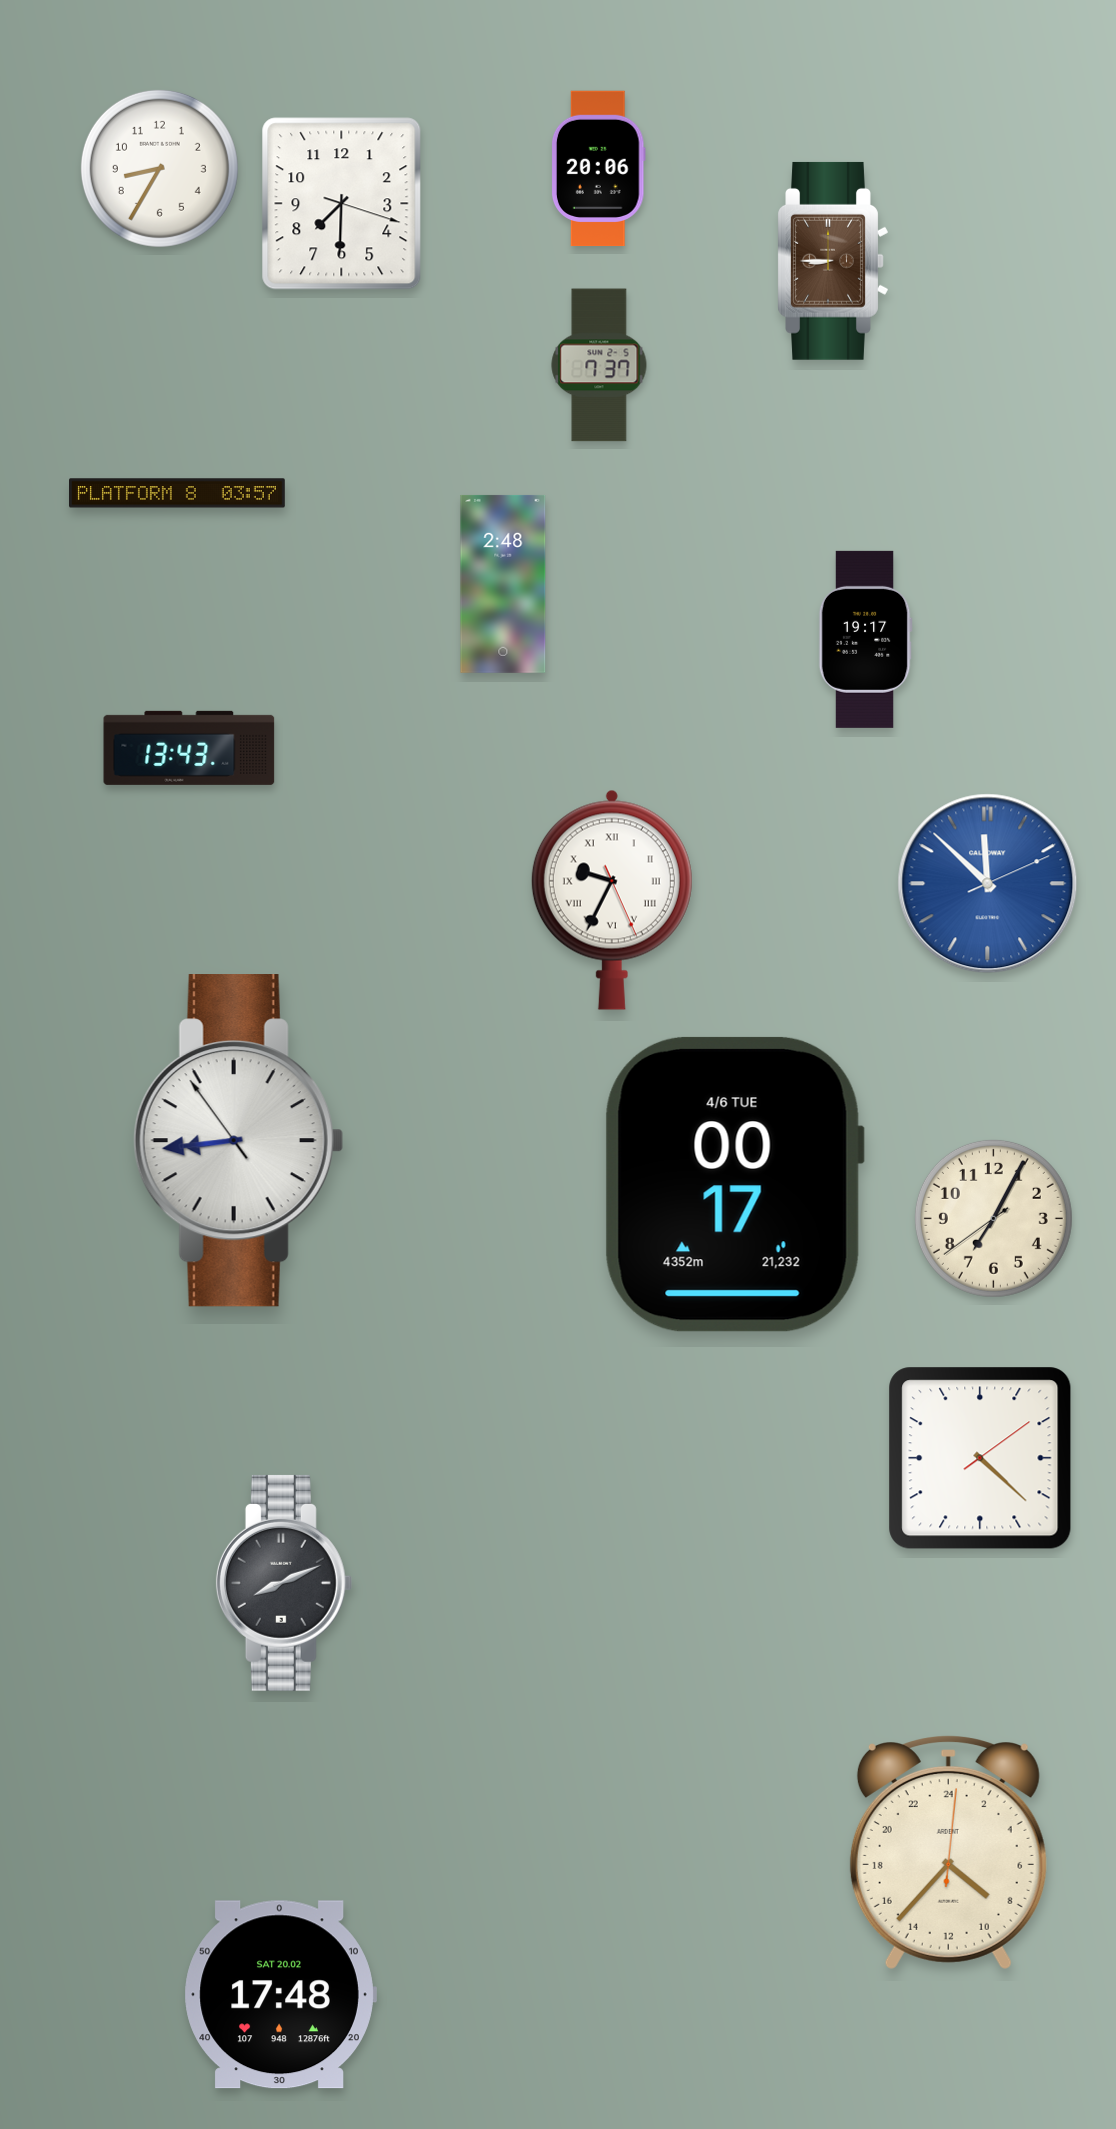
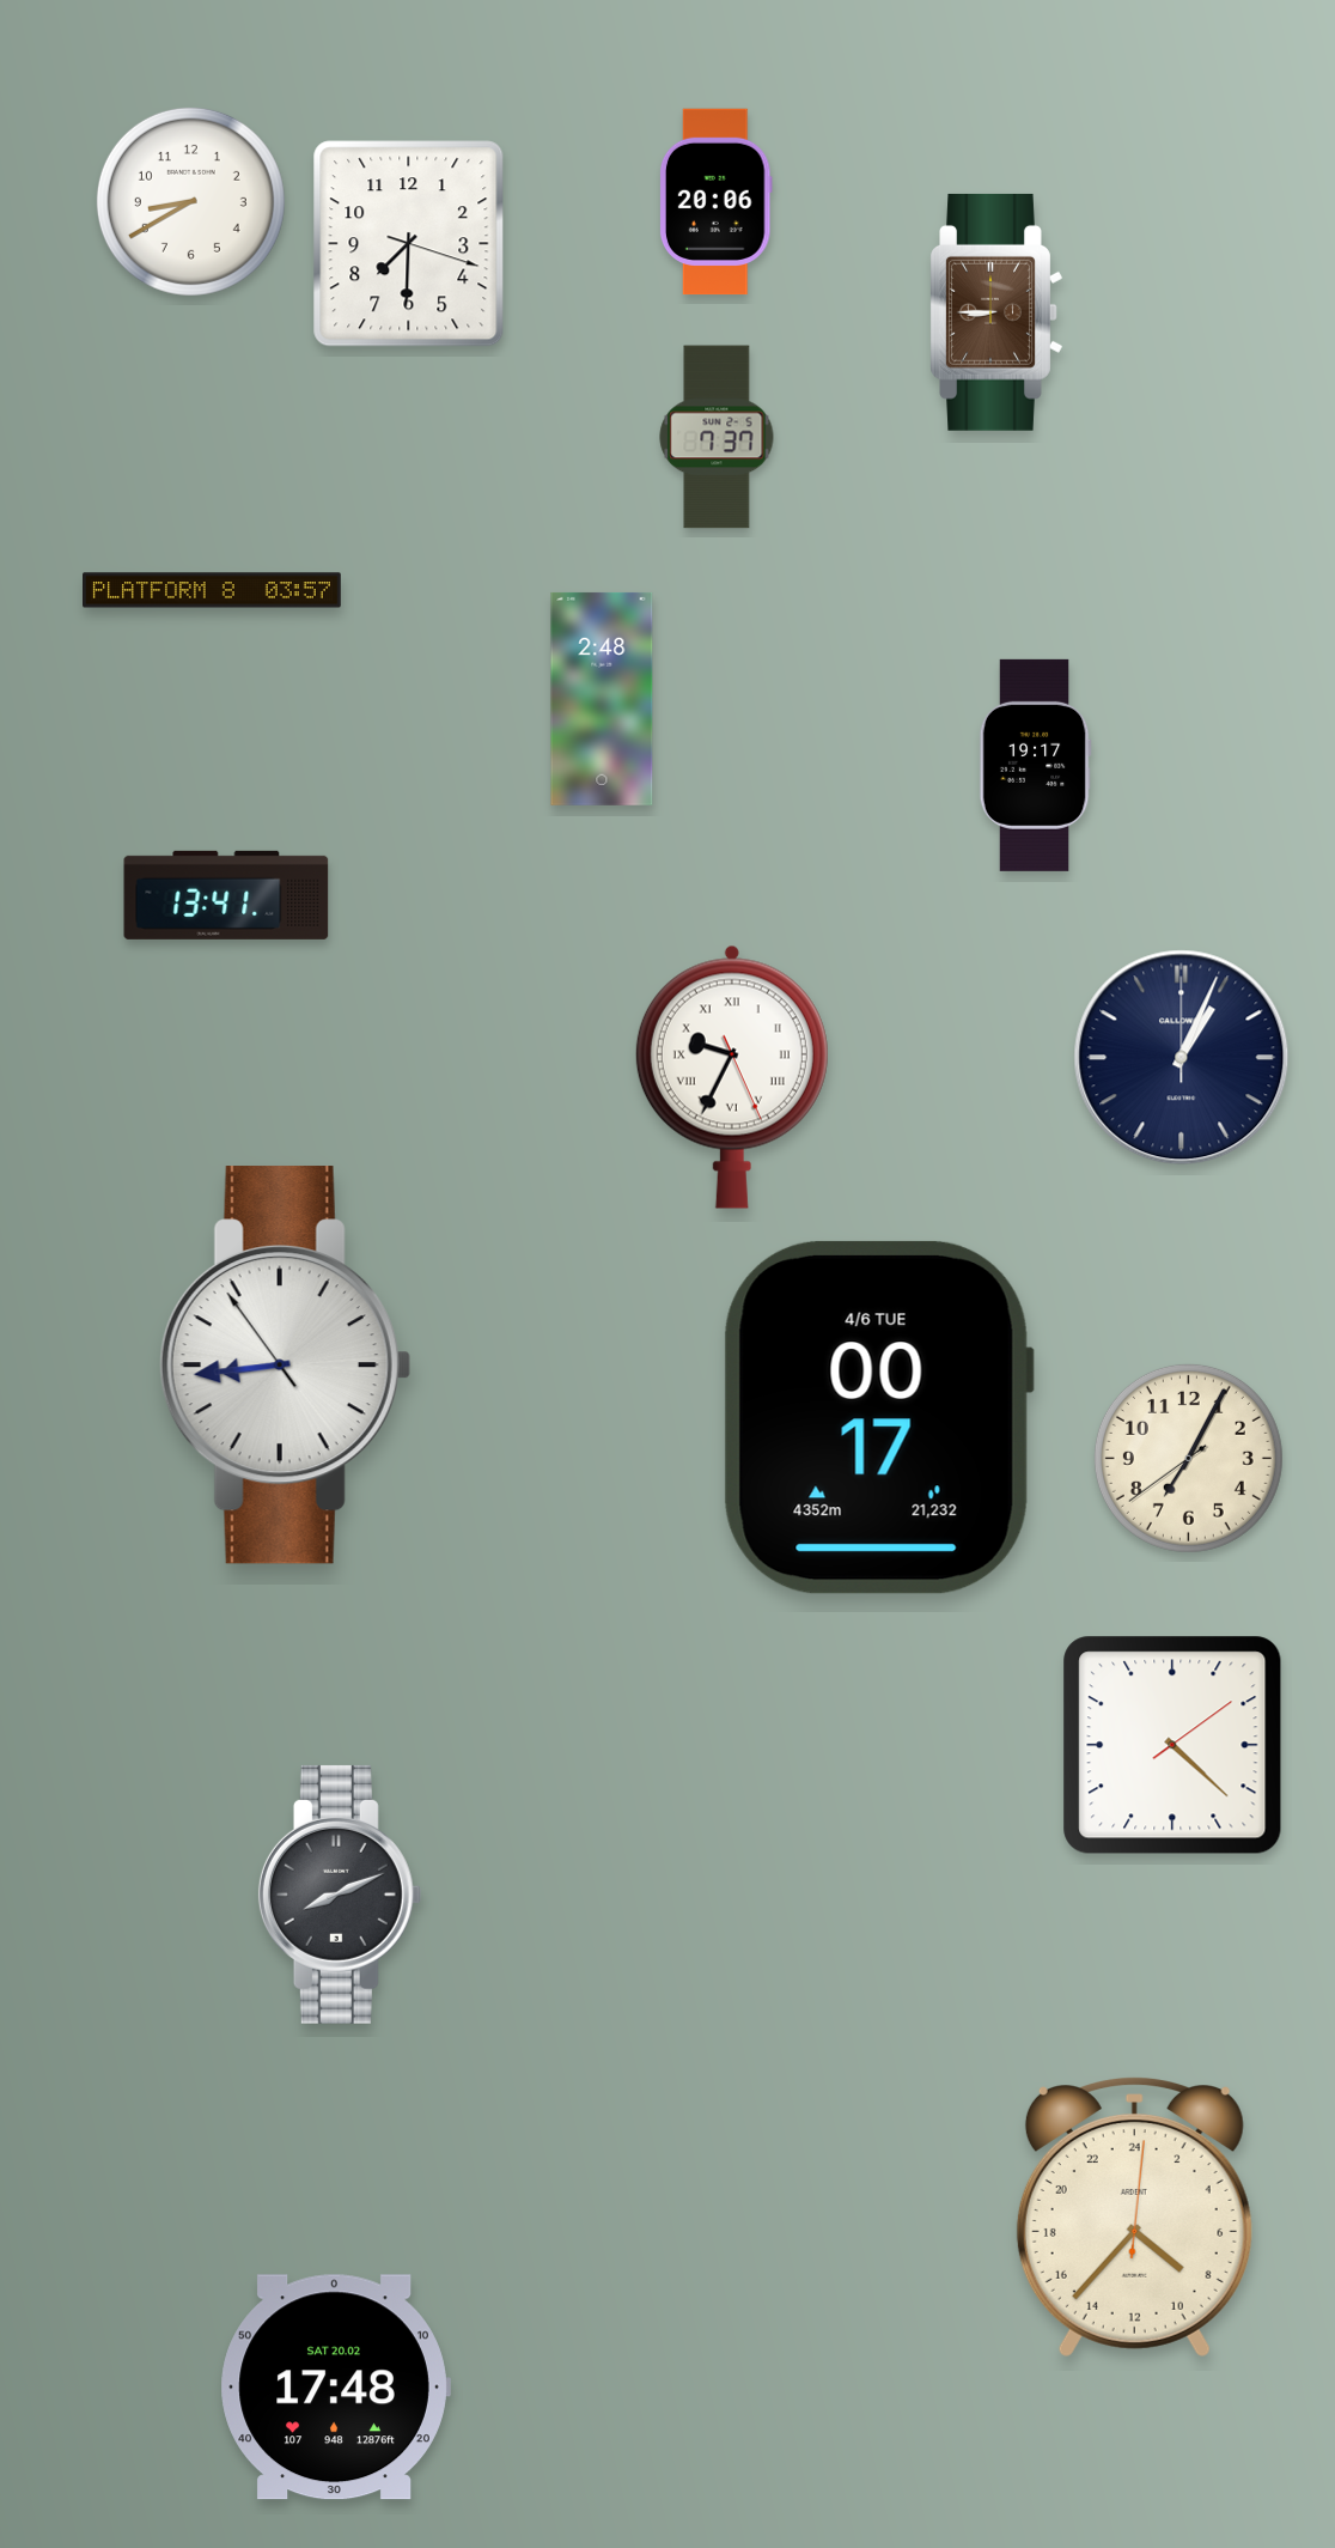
clock at (159, 168): 8:35 -> 8:40
clock at (189, 748): 13:43 -> 13:41
clock at (988, 884): 11:52 -> 1:04
clock at (988, 884) dial: blue -> navy
